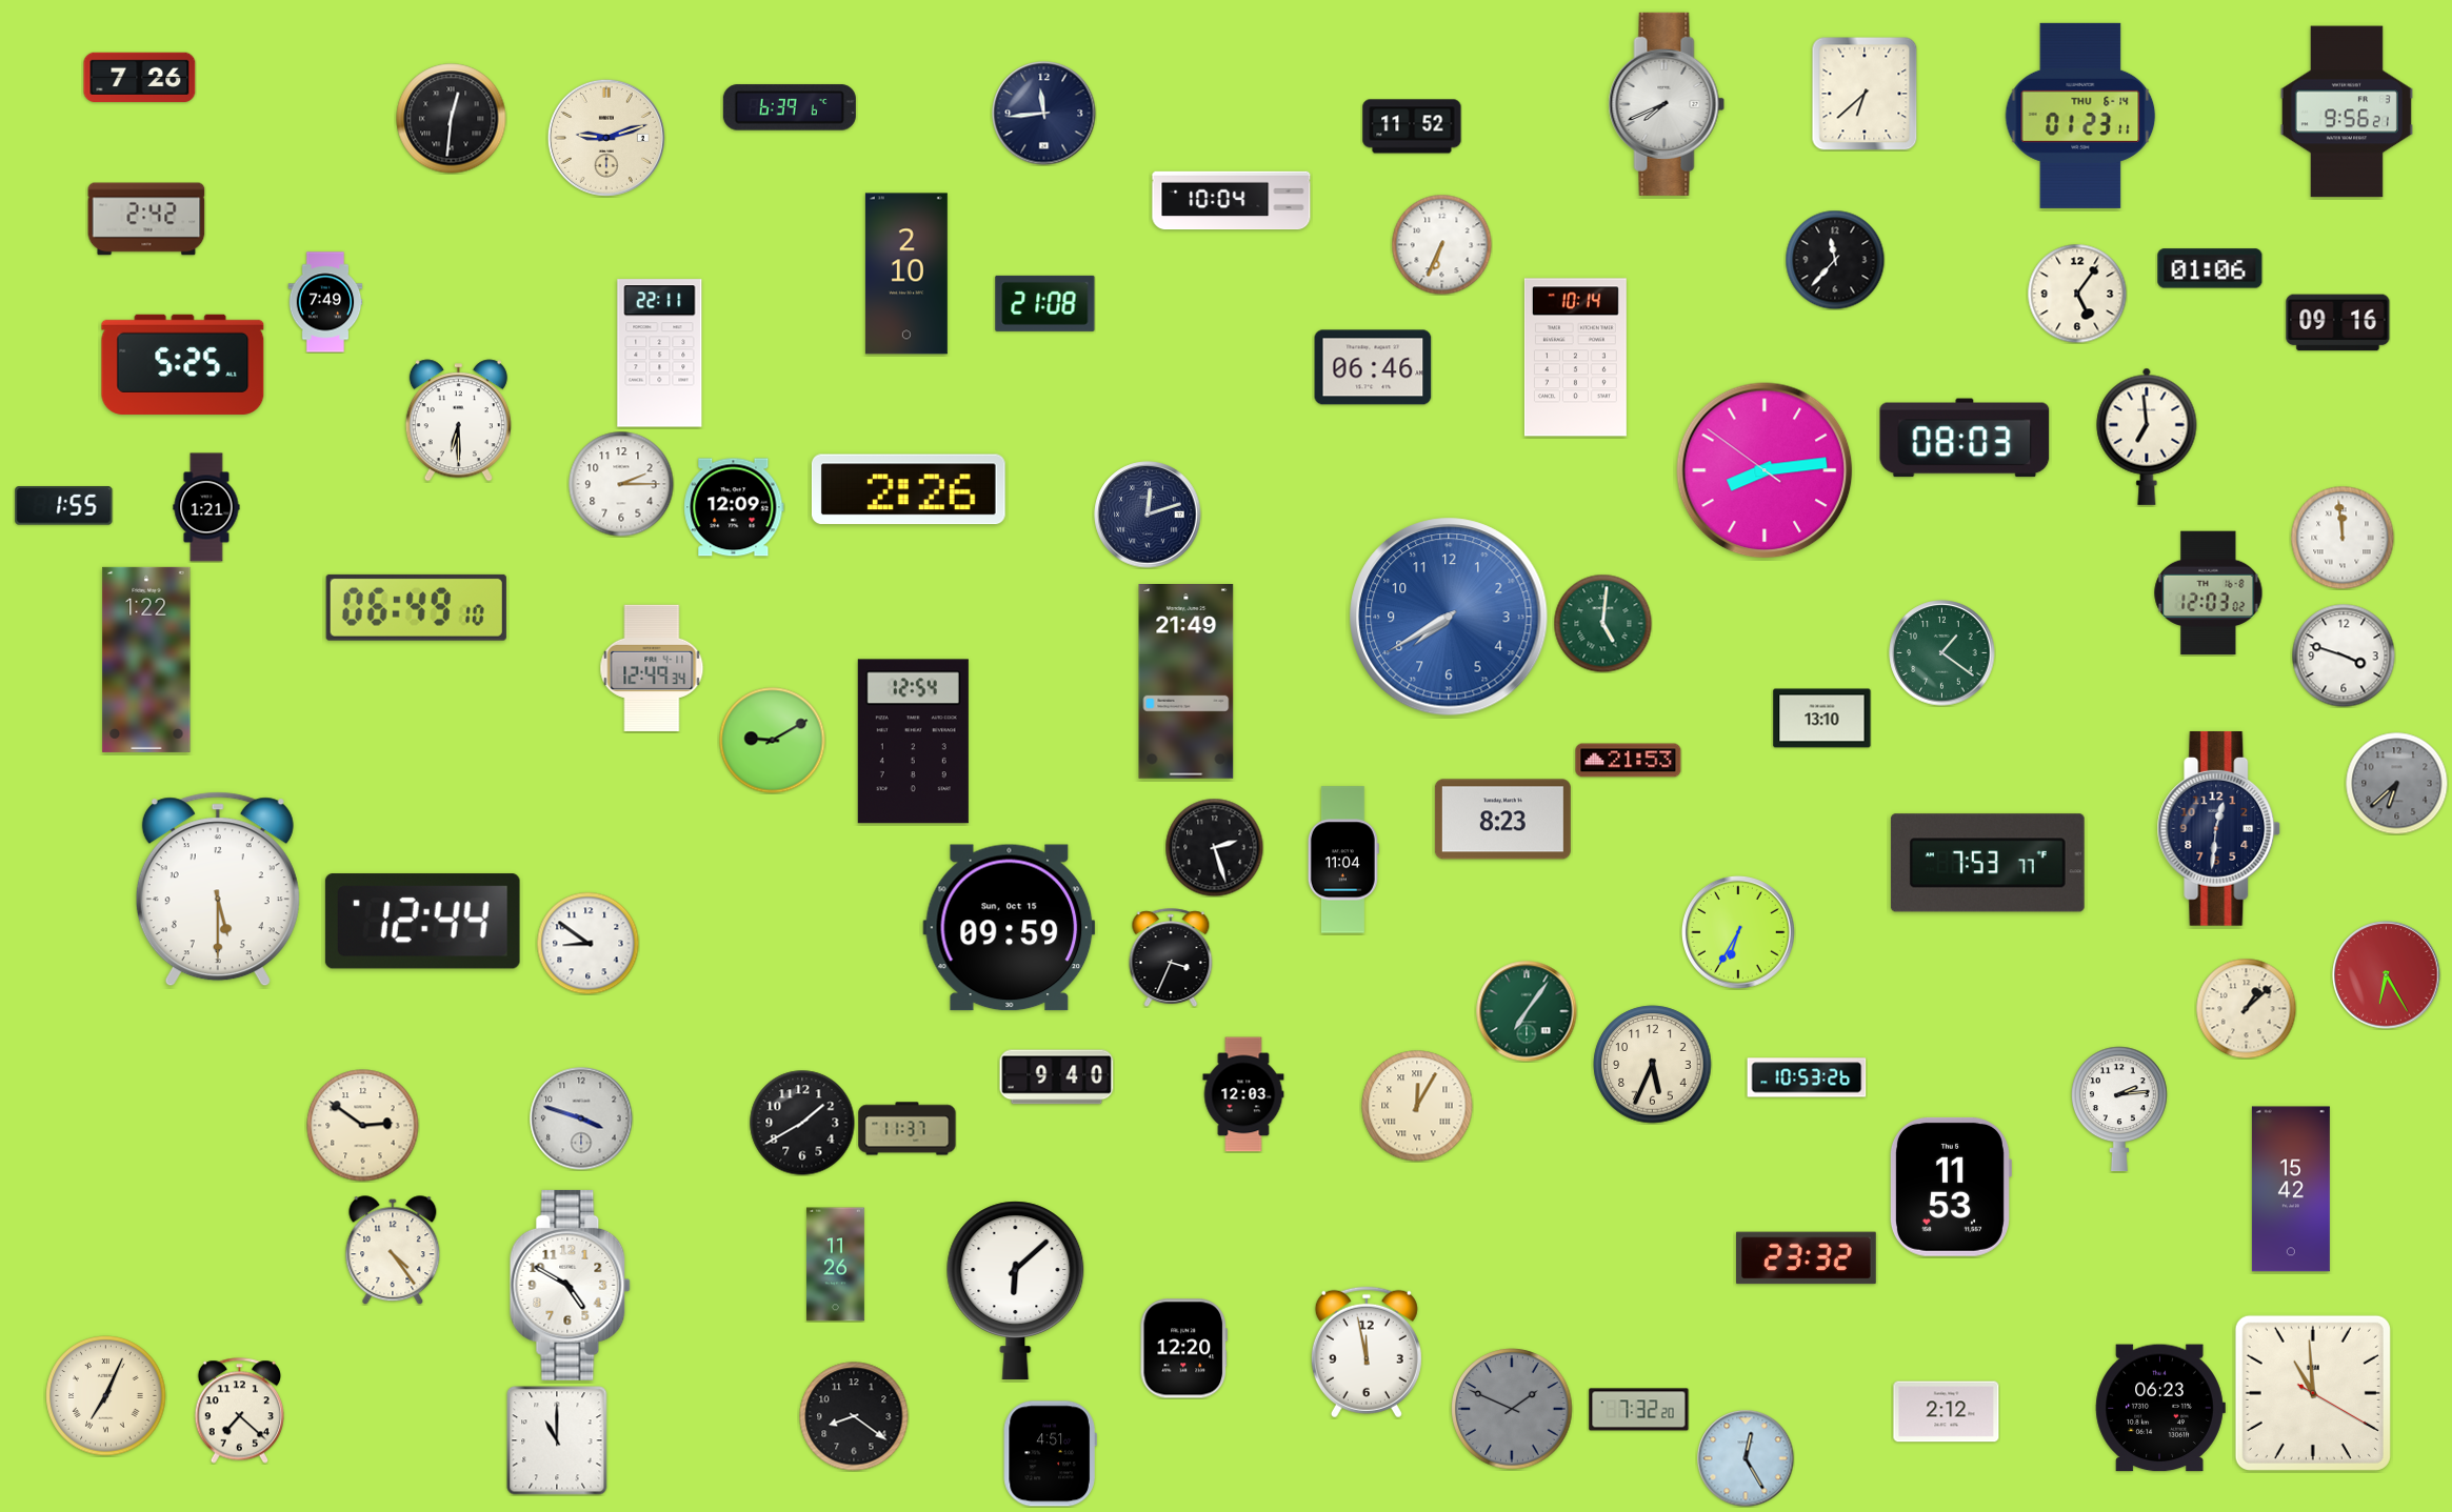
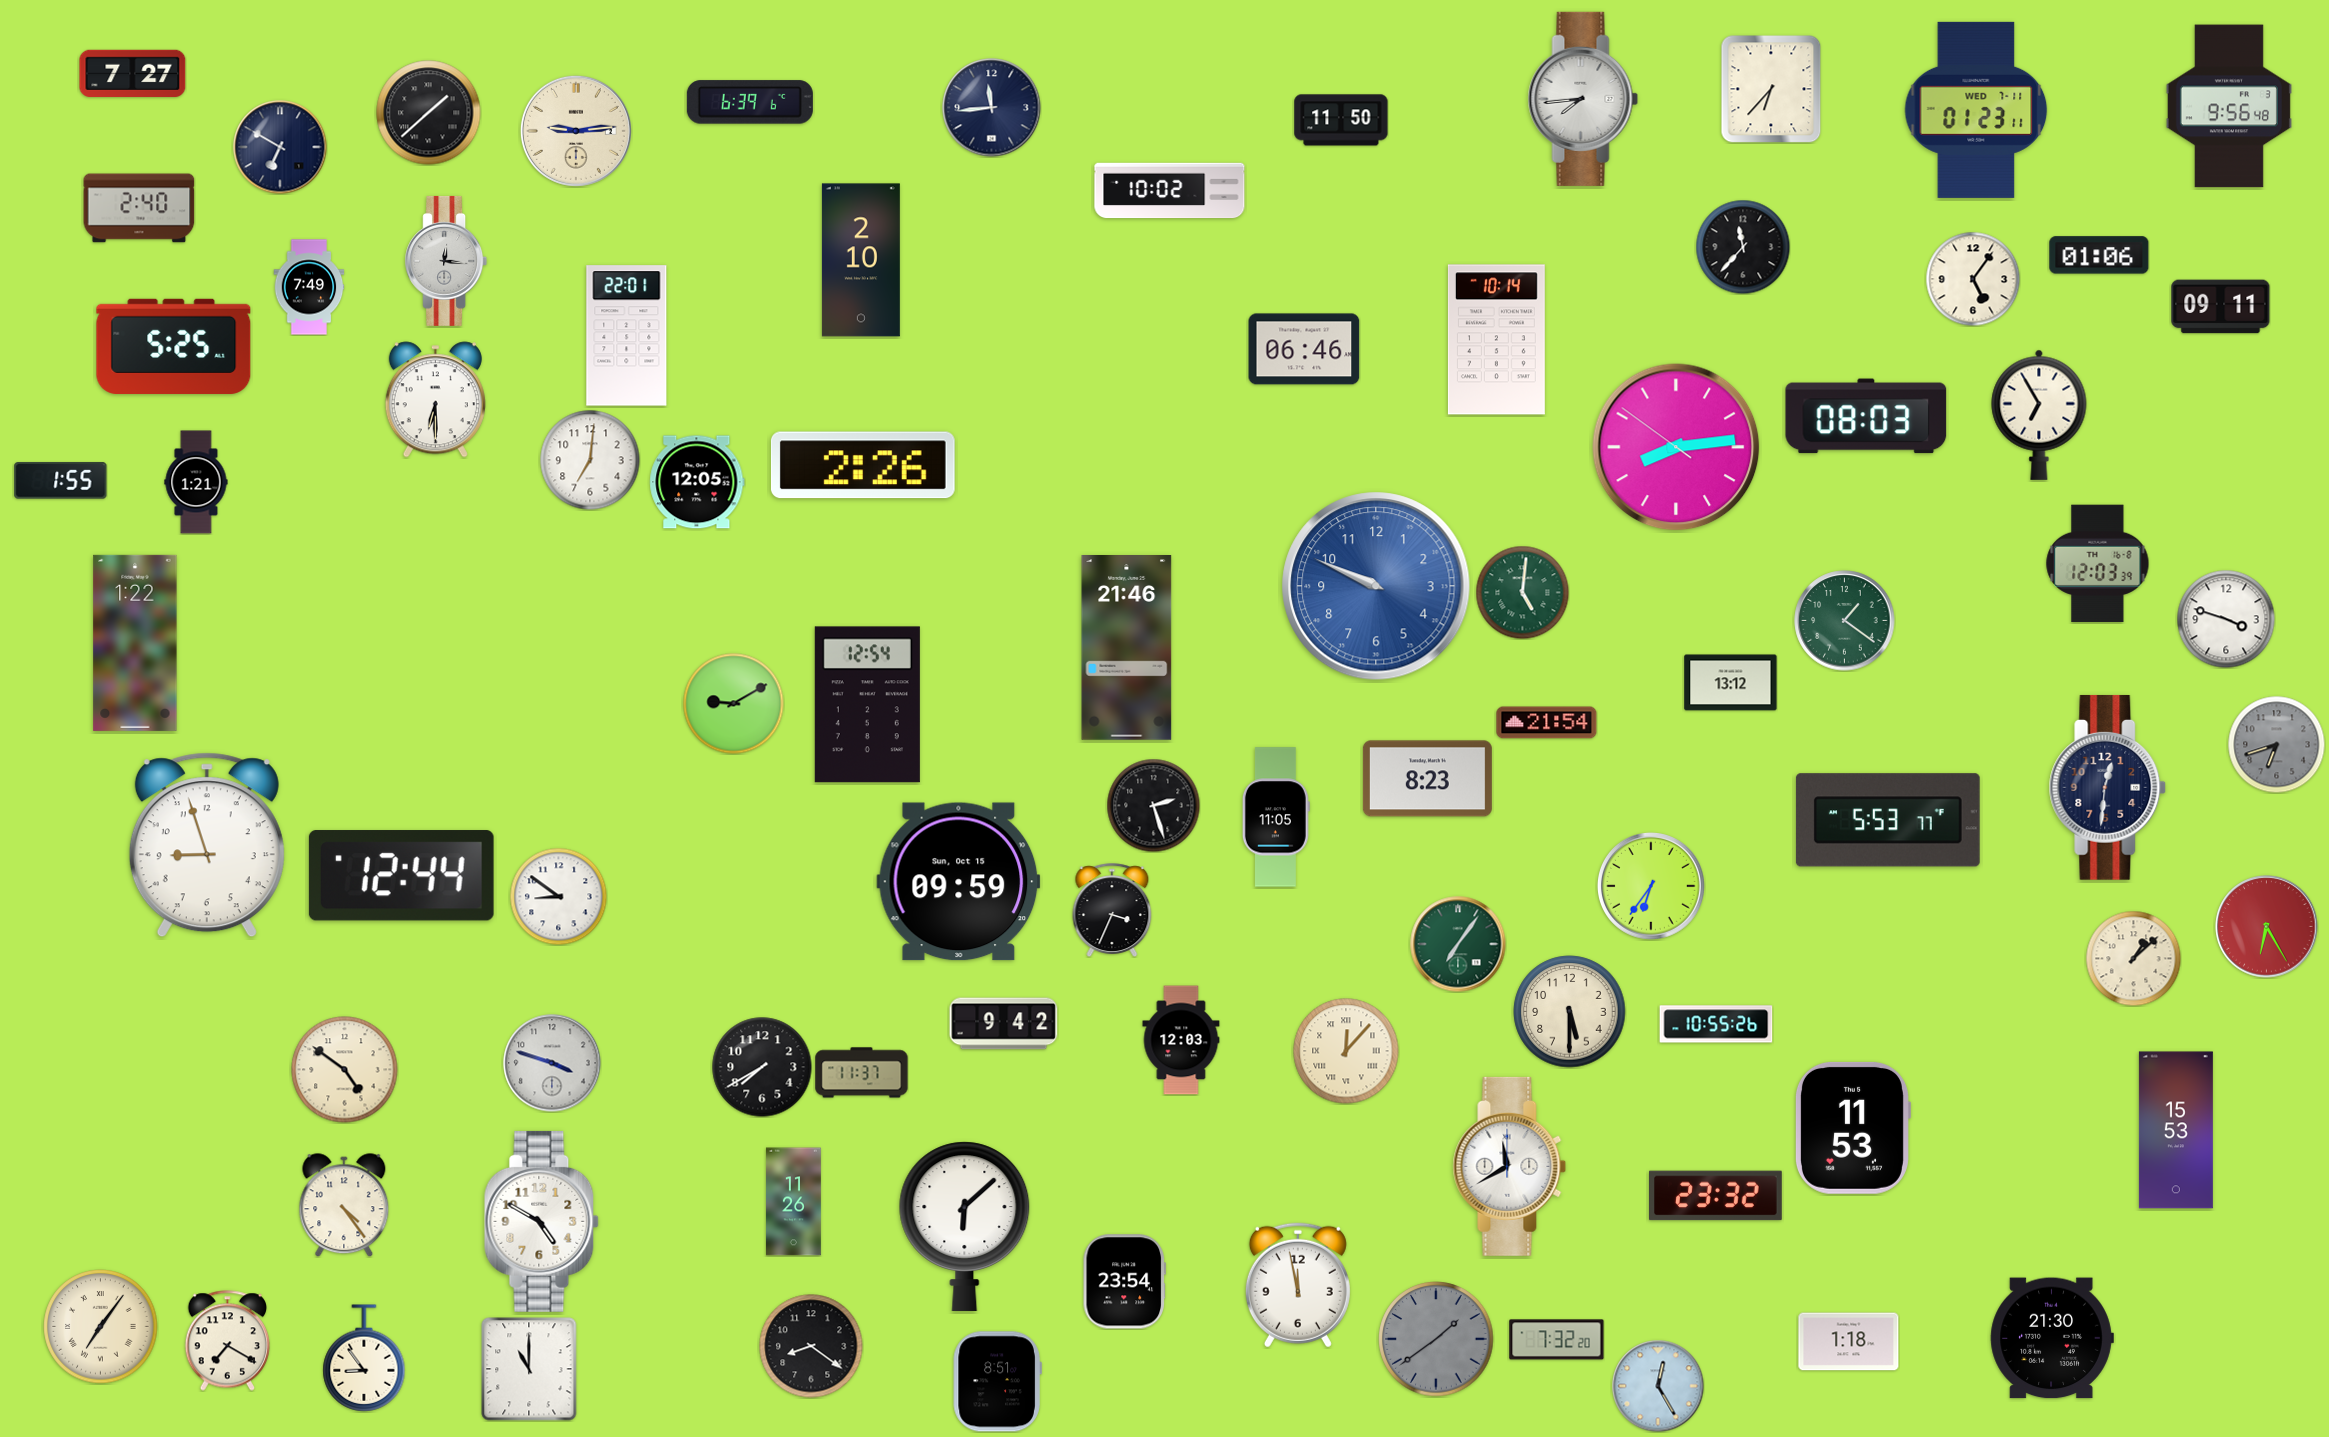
clock at (140, 77): 7:26 -> 7:27
clock at (1865, 94): 6:38 -> 6:37
clock at (1667, 104): 7:41 -> 7:44
clock at (2347, 112): 9:56:21 -> 9:56:48
clock at (2080, 116) date: THU 6-14 -> WED 7-11
clock at (452, 119): 12:31 -> 1:38
clock at (1412, 126): 11:52 -> 11:50
clock at (606, 138): 9:12 -> 9:14
clock at (280, 147): none -> 6:50
clock at (1232, 201): 10:04 -> 10:02
clock at (146, 219): 2:42 -> 2:40
clock at (1441, 244): 6:34 -> none
clock at (446, 261): none -> 12:16
clock at (1045, 303): 21:08 -> none
clock at (2338, 323): 09:16 -> 09:11
clock at (660, 354): 22:11 -> 22:01
clock at (2147, 437): 6:59 -> 6:55
clock at (621, 484): 2:15 -> 7:01
clock at (734, 507): 12:09 -> 12:05
clock at (1148, 515): 12:12 -> none
clock at (2343, 538): 11:59 -> none
clock at (2209, 593): 12:03:02 -> 12:03:39
clock at (416, 607): 06:49 -> none
clock at (1449, 617): 7:40 -> 9:49
clock at (2344, 656) position: (2344, 656) -> (2226, 619)
clock at (146, 660) position: (146, 660) -> (135, 643)
clock at (652, 667): 12:49 -> none
clock at (1187, 682): 21:49 -> 21:46
clock at (1822, 719): 13:10 -> 13:12
clock at (1629, 761): 21:53 -> 21:54
clock at (2396, 783): 6:38 -> 6:42
clock at (1343, 860): 11:04 -> 11:05
clock at (1988, 863): 7:53 -> 5:53
clock at (218, 889): 5:30 -> 8:57
clock at (1738, 932): 6:35 -> 6:36
clock at (1527, 1011) position: (1527, 1011) -> (1458, 944)
clock at (1653, 1065): 5:34 -> 5:30
clock at (1057, 1077): 9:40 -> 9:42
clock at (1807, 1077): 10:53 -> 10:55
clock at (1417, 1106): 12:05 -> 12:07
clock at (2120, 1109): 2:14 -> none
clock at (802, 1123): 1:40 -> 7:40
clock at (363, 1126): 2:51 -> 4:51
clock at (2291, 1189): 15:42 -> 15:53
clock at (1510, 1166): none -> 11:40
clock at (393, 1250) position: (393, 1250) -> (344, 1205)
clock at (1183, 1349): 12:20 -> 23:54
clock at (2313, 1393): 10:59 -> none
clock at (106, 1396): 7:04 -> 7:06
clock at (2160, 1408): 06:23 -> 21:30
clock at (1512, 1409): 1:49 -> 1:39
clock at (240, 1411): 7:22 -> 7:20
clock at (1947, 1412): 2:12 -> 1:18
clock at (364, 1358): none -> 8:54
clock at (1050, 1454): 4:51 -> 8:51
